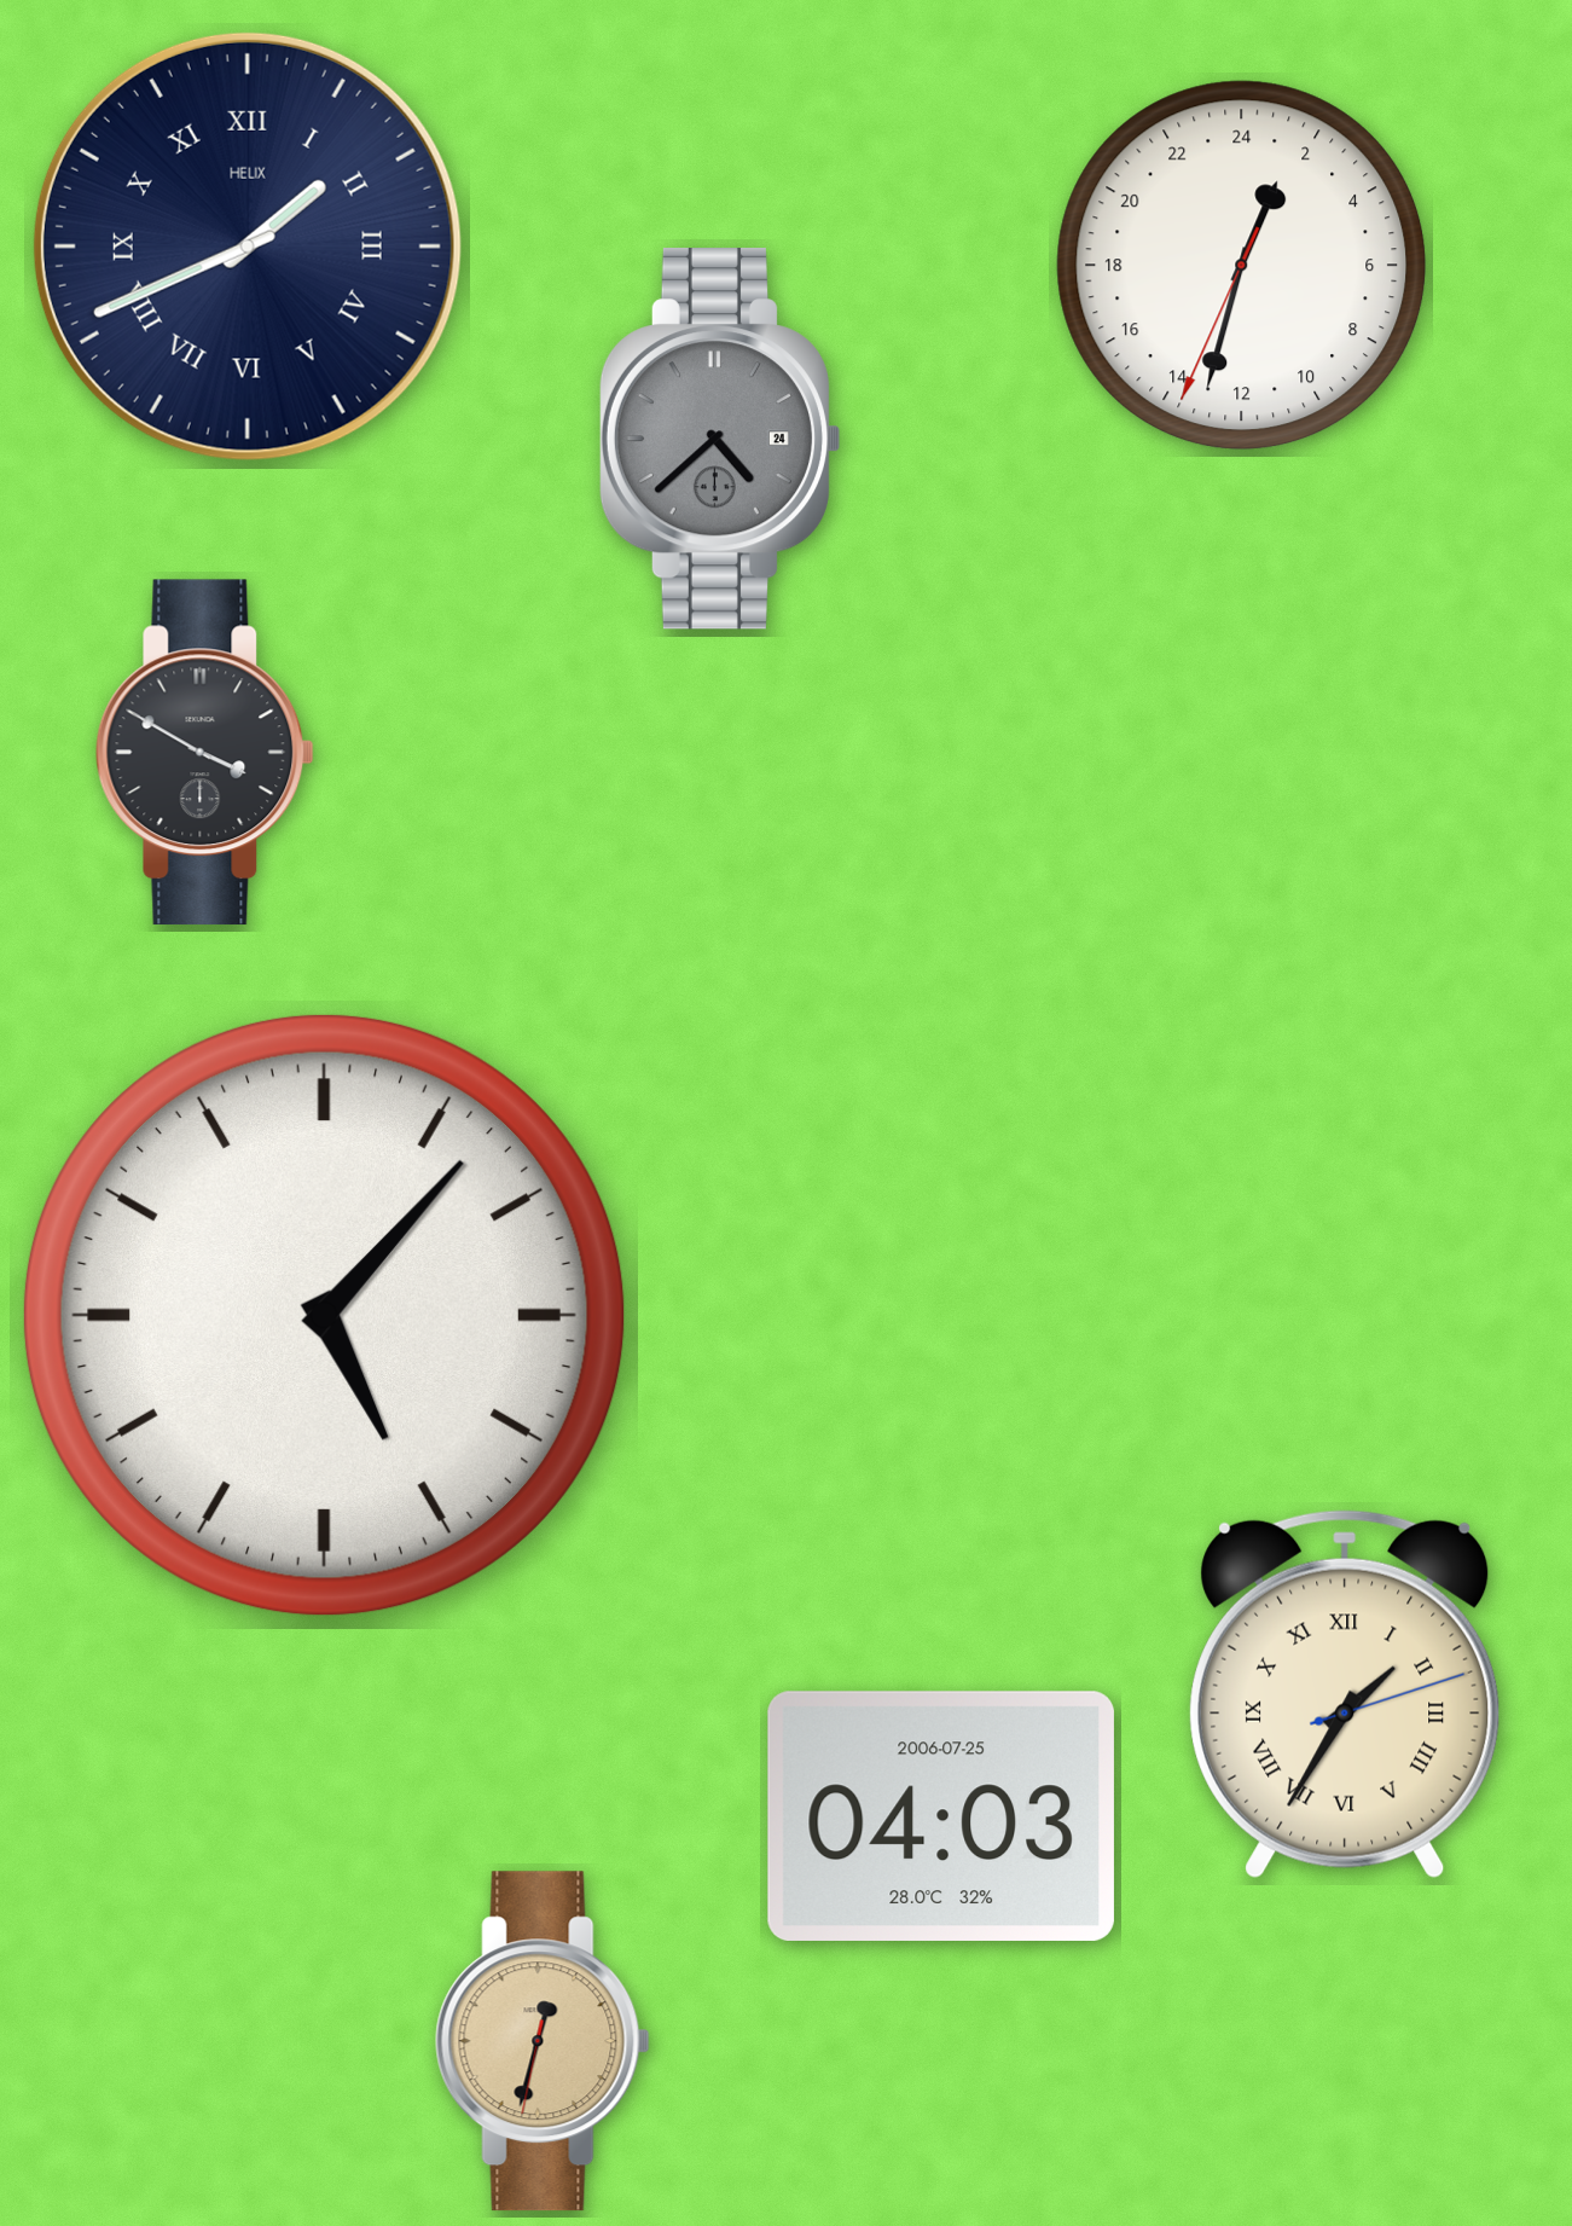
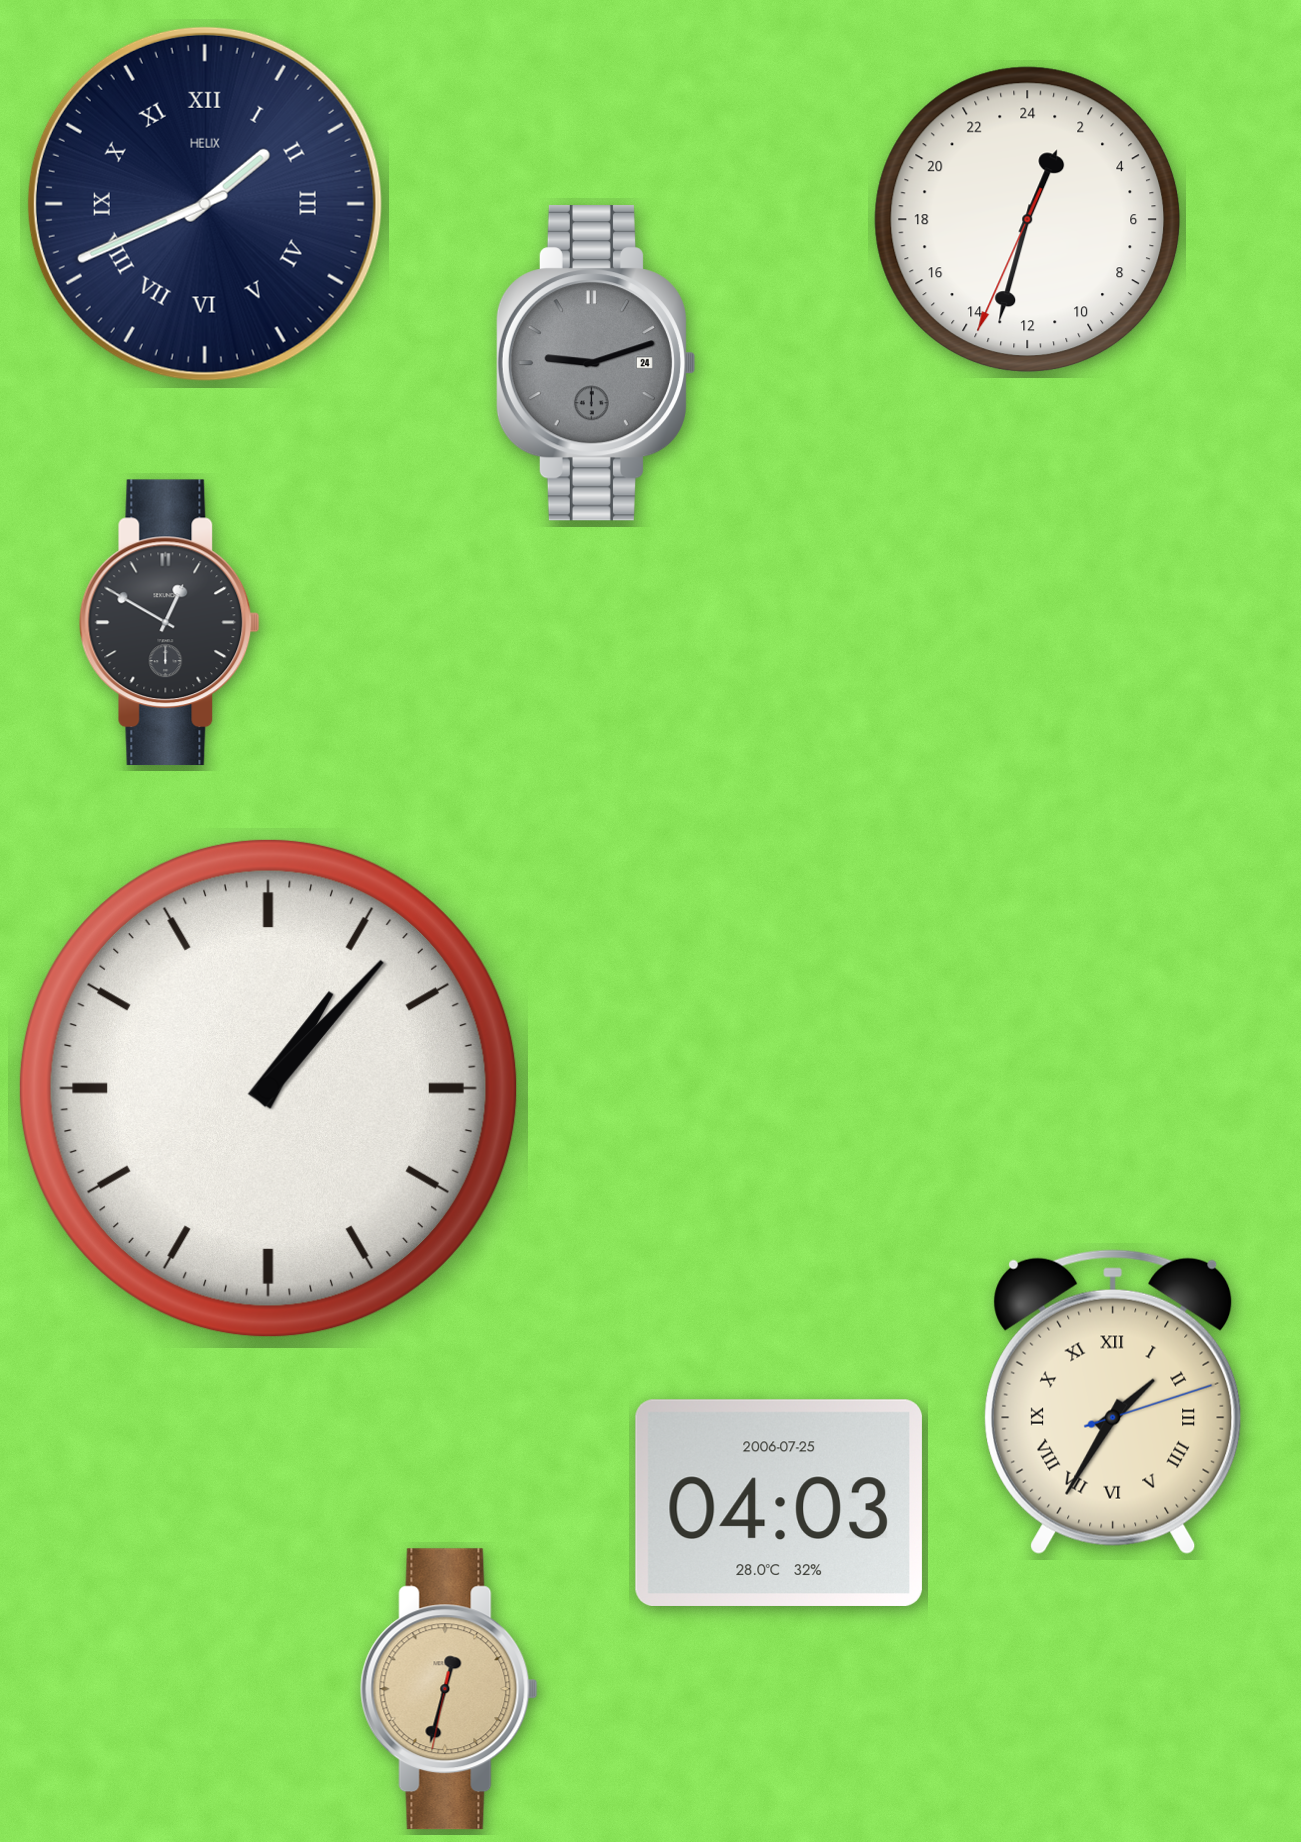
clock at (719, 439): 4:38 -> 9:12
clock at (204, 753): 3:50 -> 12:50
clock at (324, 1315): 5:07 -> 1:07
